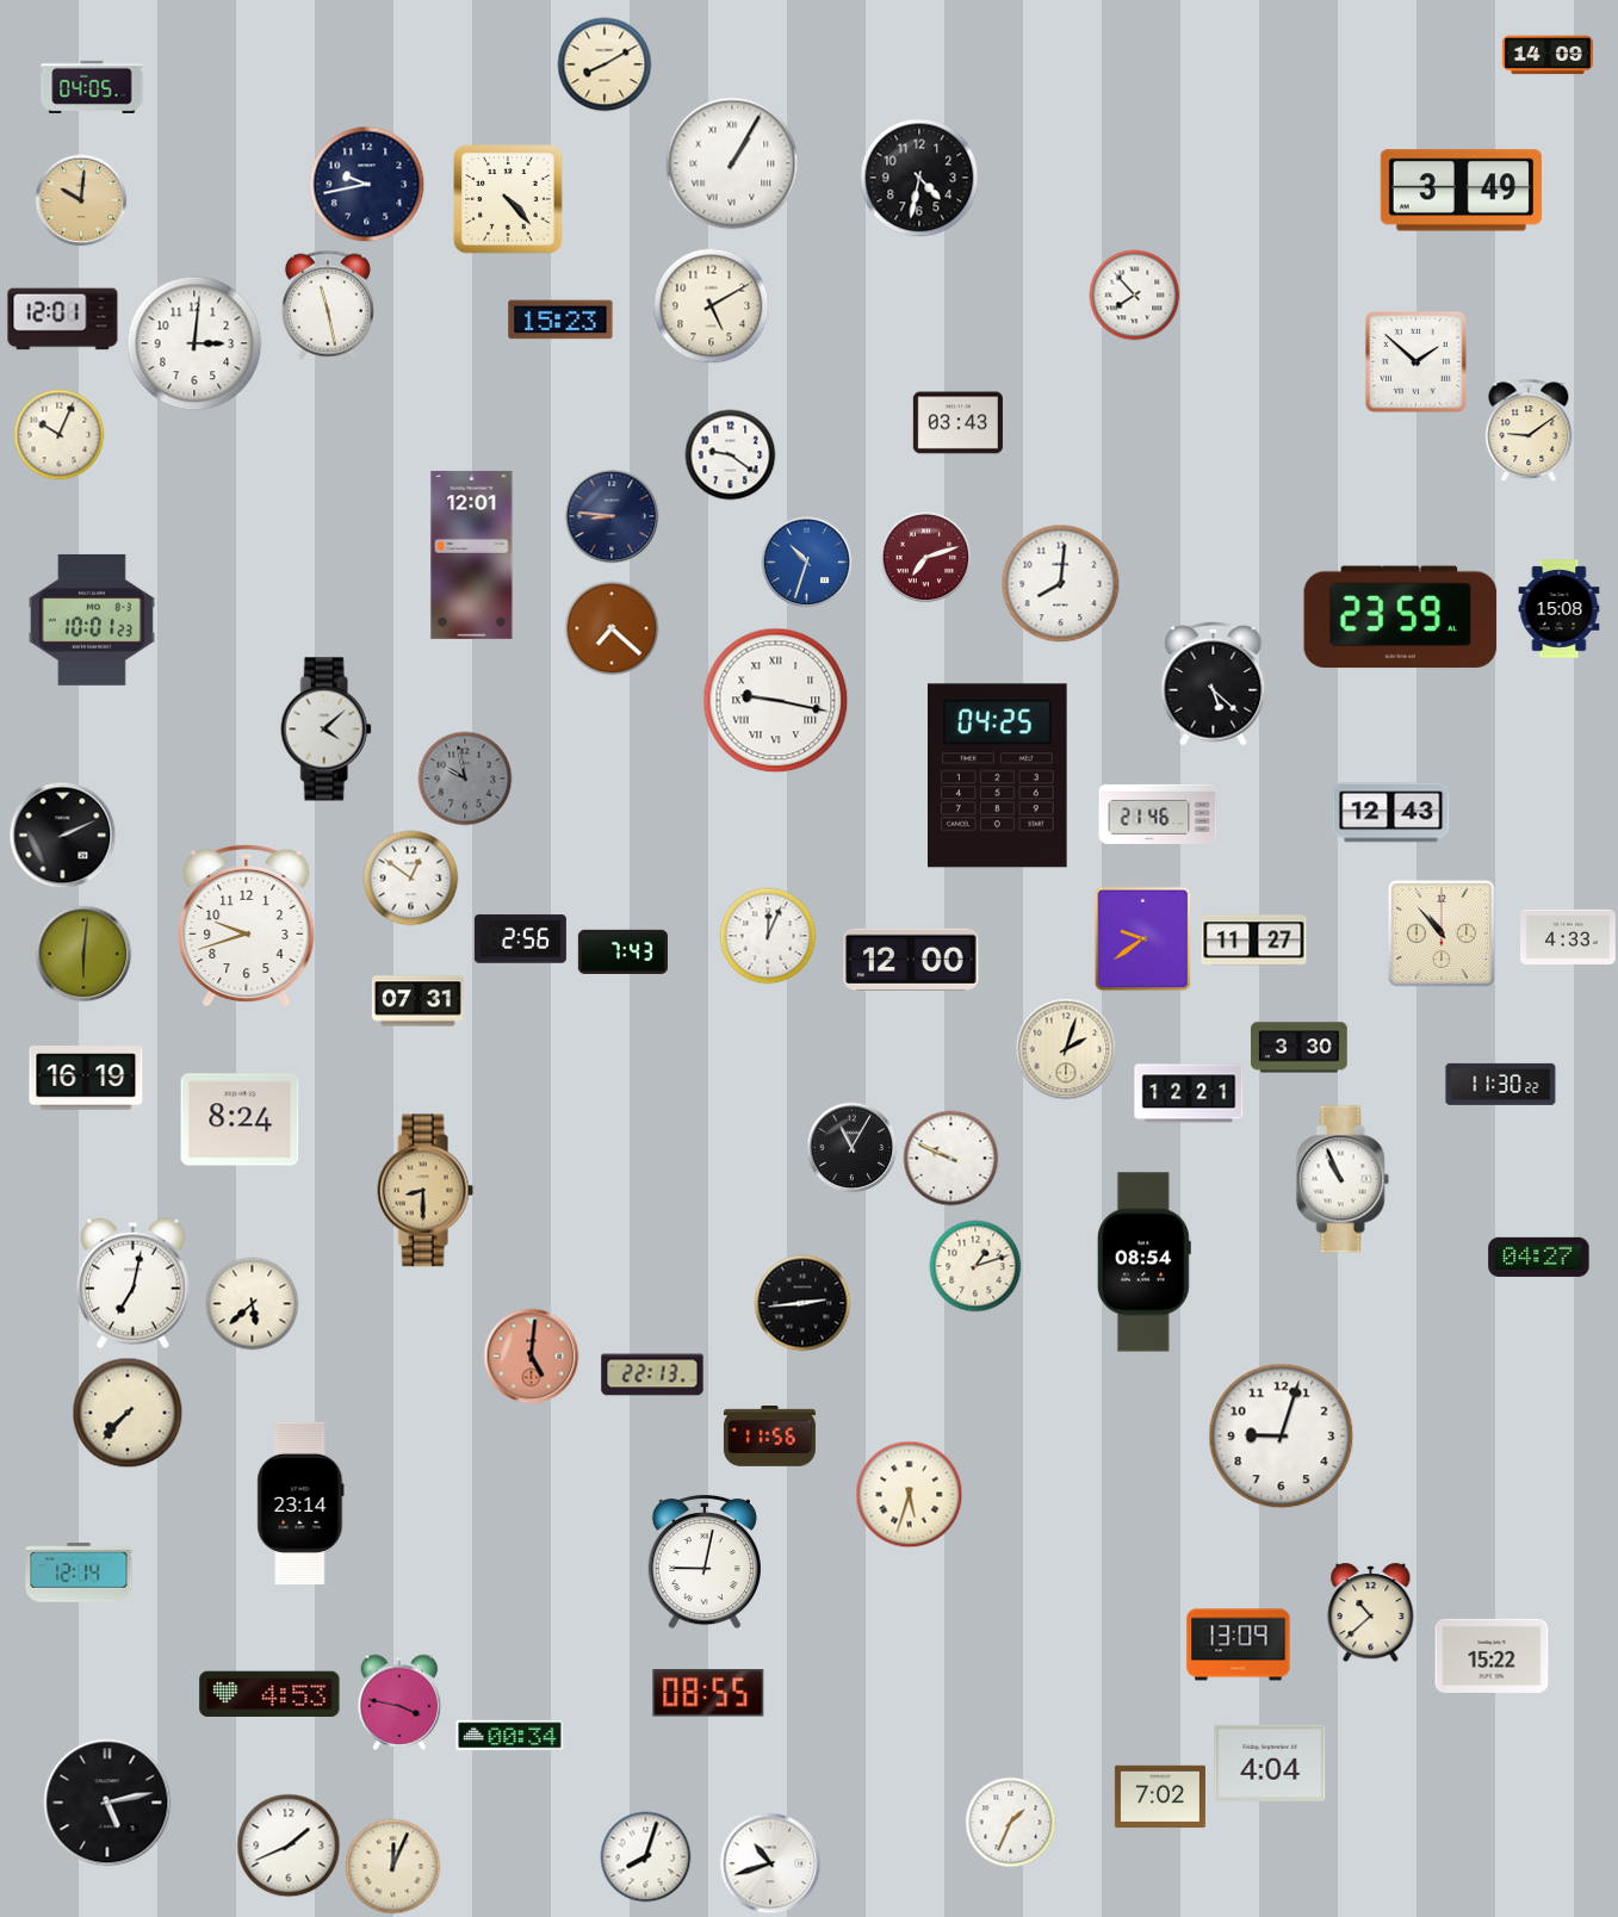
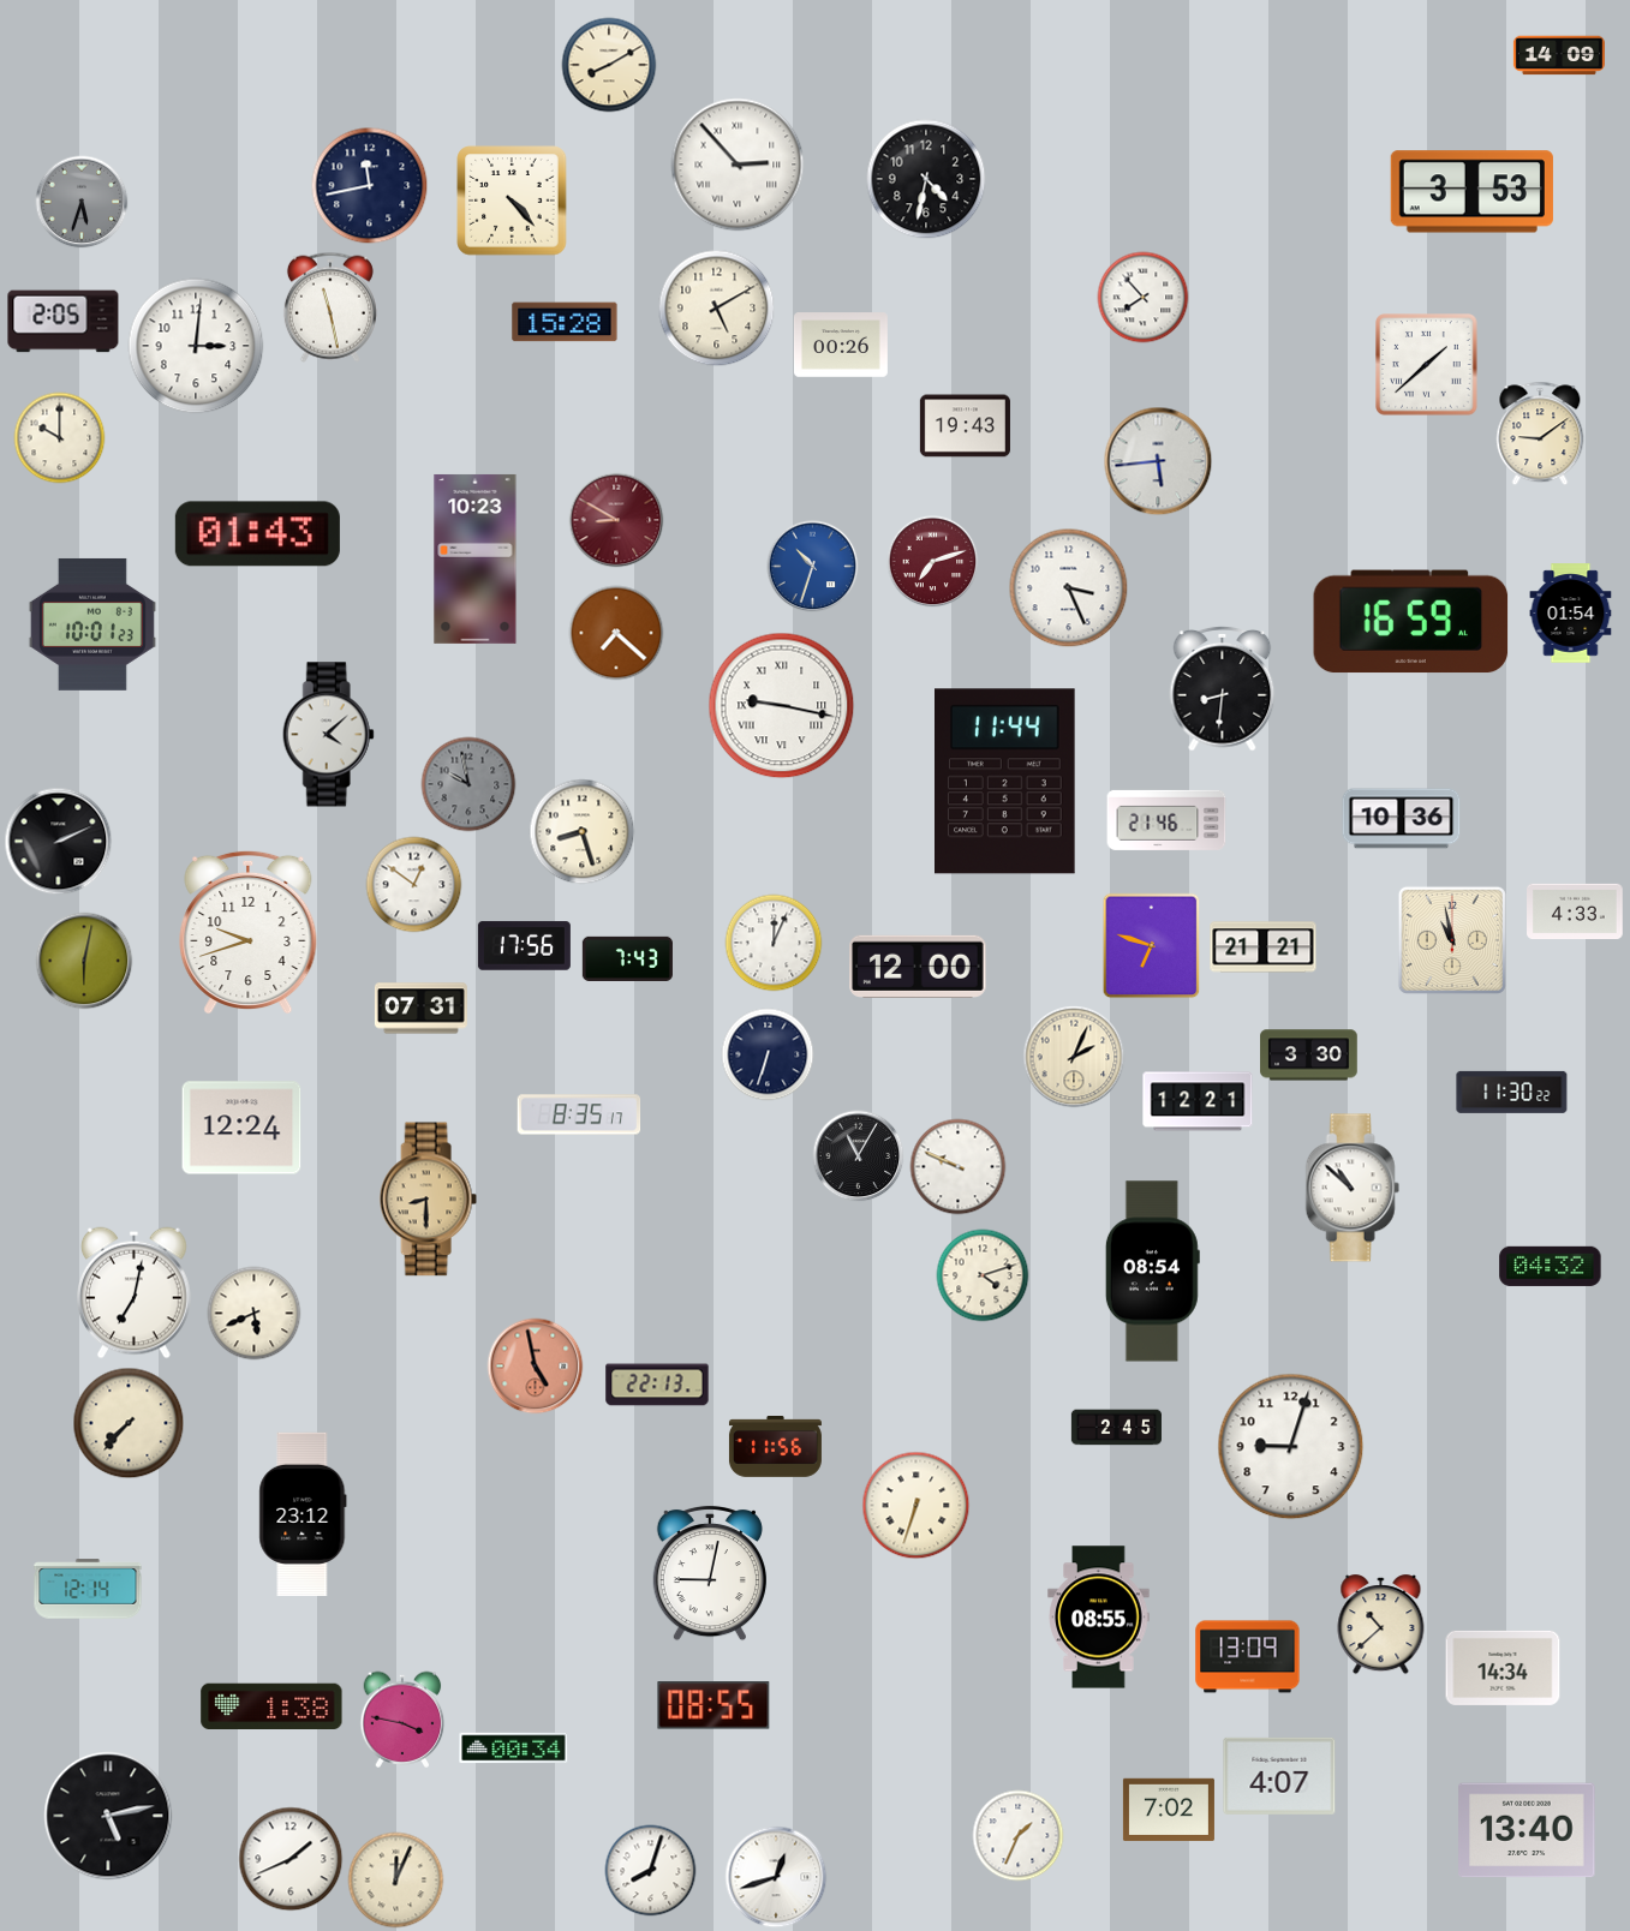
clock at (92, 87): 04:05 -> none
clock at (732, 163): 1:05 -> 2:53
clock at (367, 185): 9:43 -> 11:43
clock at (1461, 191): 3:49 -> 3:53
clock at (81, 200): 10:01 -> 5:33
clock at (81, 200) dial: champagne -> grey
clock at (63, 319): 12:01 -> 2:05
clock at (560, 319): 15:23 -> 15:28
clock at (841, 345): none -> 00:26
clock at (1416, 362): 1:52 -> 1:38
clock at (957, 423): 03:43 -> 19:43
clock at (60, 435): 10:04 -> 10:00
clock at (731, 455): 9:21 -> none
clock at (1158, 461): none -> 5:44
clock at (612, 516): 8:46 -> 8:50
clock at (612, 516) dial: navy -> burgundy
clock at (257, 534): none -> 01:43
clock at (472, 554): 12:01 -> 10:23
clock at (1061, 584): 8:01 -> 3:26
clock at (1560, 609): 15:08 -> 01:54
clock at (1401, 618): 23:59 -> 16:59
clock at (1214, 684): 5:22 -> 8:31
clock at (998, 776): 04:25 -> 11:44
clock at (1391, 813): 12:43 -> 10:36
clock at (583, 832): none -> 8:27
clock at (63, 836) position: (63, 836) -> (59, 842)
clock at (1442, 933): 10:53 -> 10:58
clock at (1569, 936) position: (1569, 936) -> (1576, 910)
clock at (520, 939): 2:56 -> 17:56
clock at (1143, 939): 9:39 -> 6:48
clock at (1254, 941): 11:27 -> 21:21
clock at (83, 954): 6:01 -> 6:02
clock at (768, 1054): none -> 6:33
clock at (1066, 1049): 2:03 -> 2:04
clock at (86, 1078): 16:19 -> none
clock at (579, 1114): none -> 8:35
clock at (240, 1119): 8:24 -> 12:24
clock at (1343, 1179): 10:56 -> 10:52
clock at (1539, 1257): 04:27 -> 04:32
clock at (975, 1266): 1:12 -> 4:12
clock at (802, 1303): 2:44 -> none
clock at (253, 1304): 5:38 -> 5:41
clock at (532, 1357): 5:01 -> 4:58
clock at (1116, 1428): none -> 2:45
clock at (910, 1495): 5:33 -> 6:33
clock at (300, 1503): 23:14 -> 23:12
clock at (79, 1572) position: (79, 1572) -> (88, 1589)
clock at (1099, 1618): none -> 08:55
clock at (1492, 1656): 15:22 -> 14:34
clock at (269, 1693): 4:53 -> 1:38
clock at (399, 1702) position: (399, 1702) -> (402, 1720)
clock at (1270, 1763): 4:04 -> 4:07
clock at (1527, 1830): none -> 13:40
clock at (770, 1863): 10:42 -> 12:42
